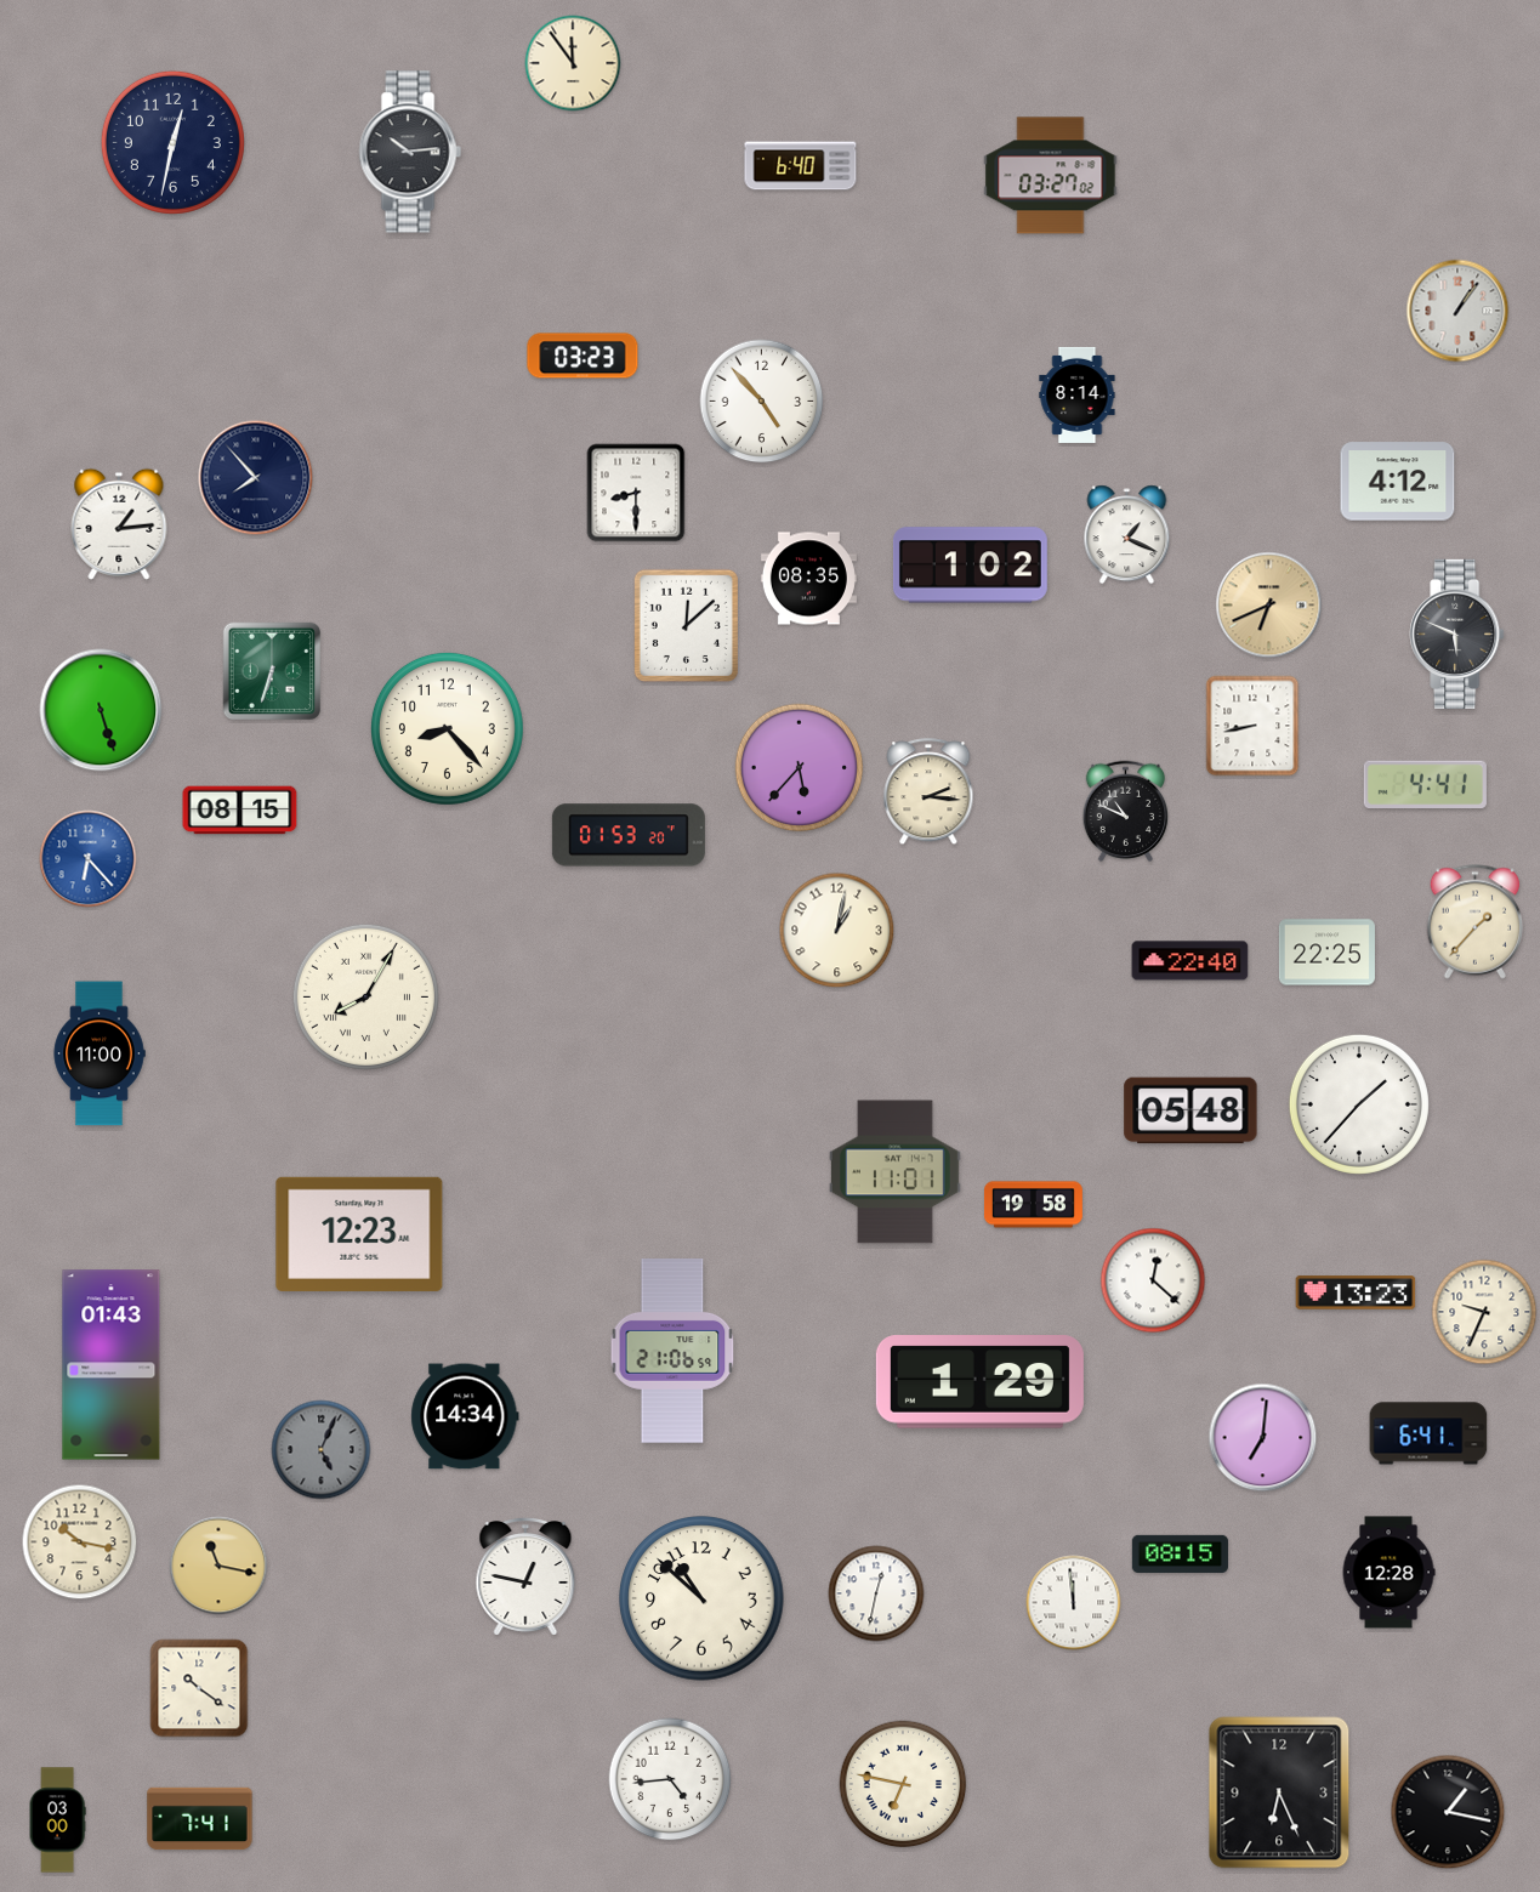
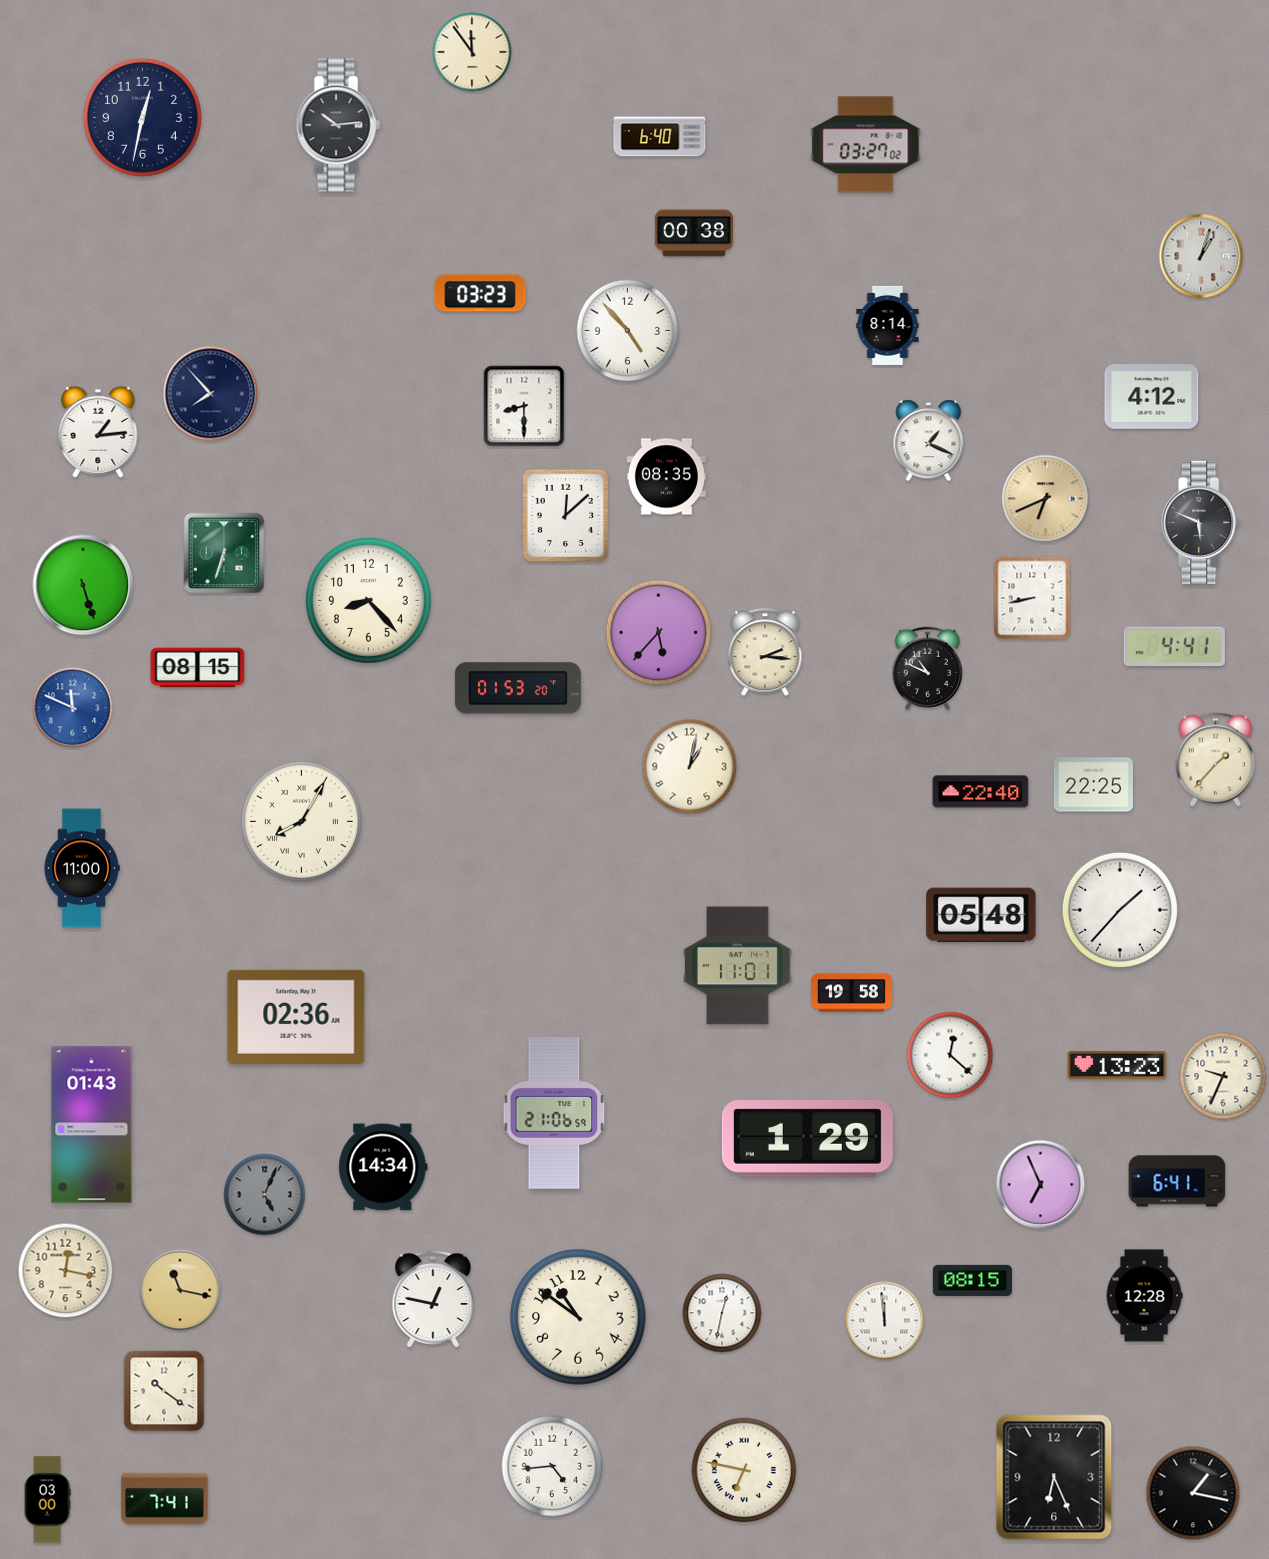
clock at (693, 233): none -> 00:38
clock at (1457, 311): 1:06 -> 1:03
clock at (970, 566): 1:02 -> none
clock at (89, 859): 6:23 -> 11:49
clock at (359, 1234): 12:23 -> 02:36
clock at (1484, 1312) position: (1484, 1312) -> (1223, 1076)
clock at (1263, 1438): 7:01 -> 6:56
clock at (80, 1542): 10:17 -> 12:17
clock at (701, 1598): 10:52 -> 10:51
